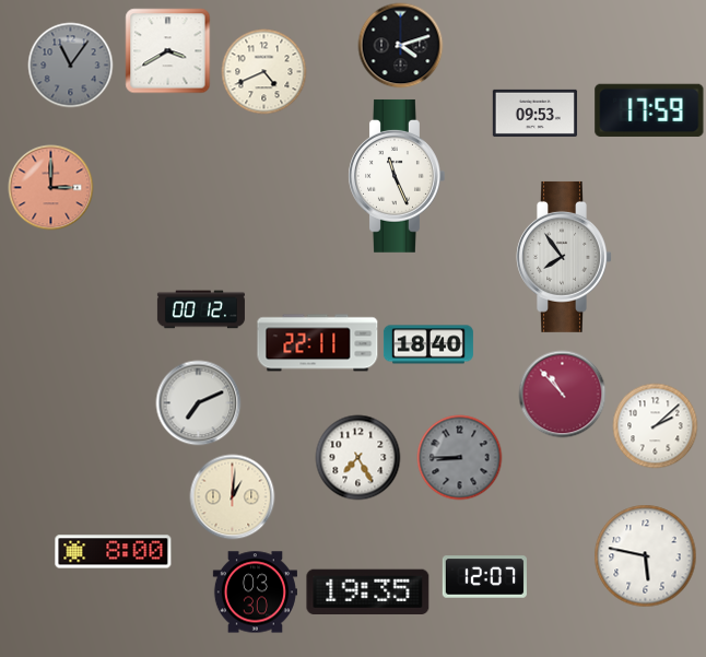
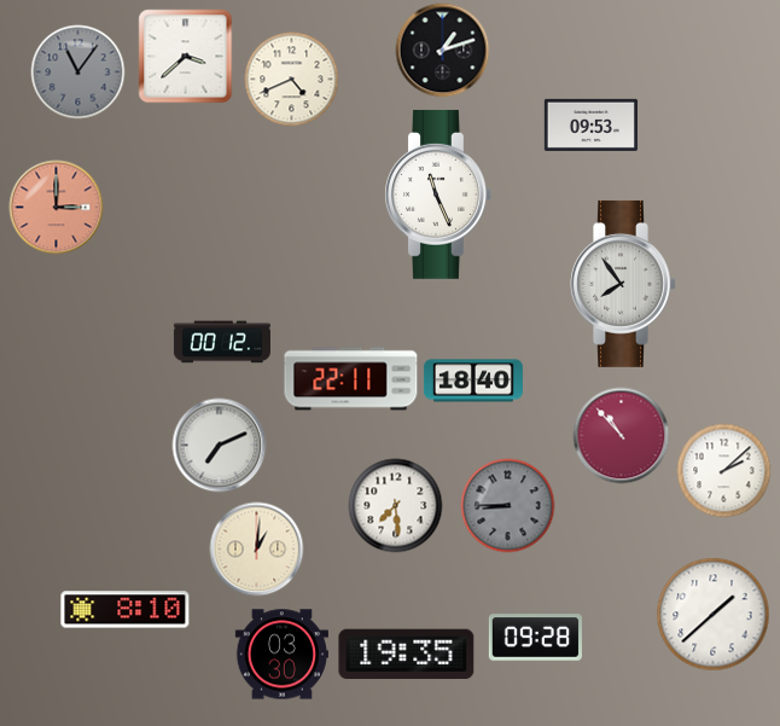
clock at (400, 45): 4:12 -> 1:12
clock at (167, 50): 3:40 -> 3:38
clock at (649, 109): 17:59 -> none
clock at (357, 457): 7:25 -> 7:29
clock at (114, 552): 8:00 -> 8:10
clock at (645, 555): 5:47 -> 1:38
clock at (484, 577): 12:07 -> 09:28
